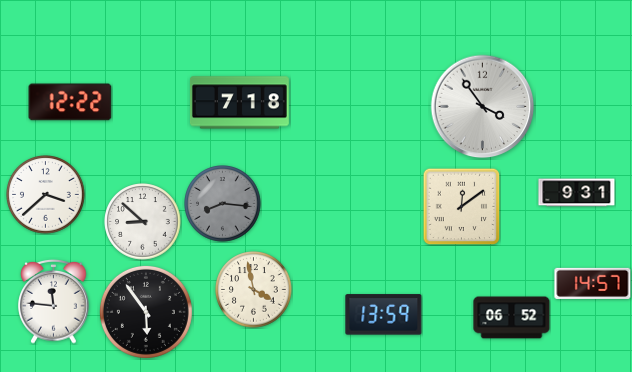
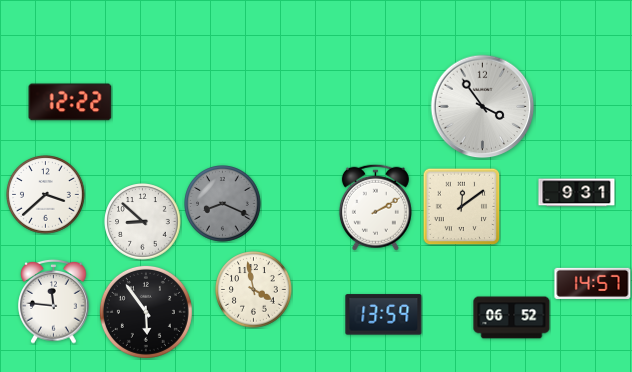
clock at (239, 103): 7:18 -> none
clock at (223, 204): 8:16 -> 8:19
clock at (375, 207): none -> 2:10
